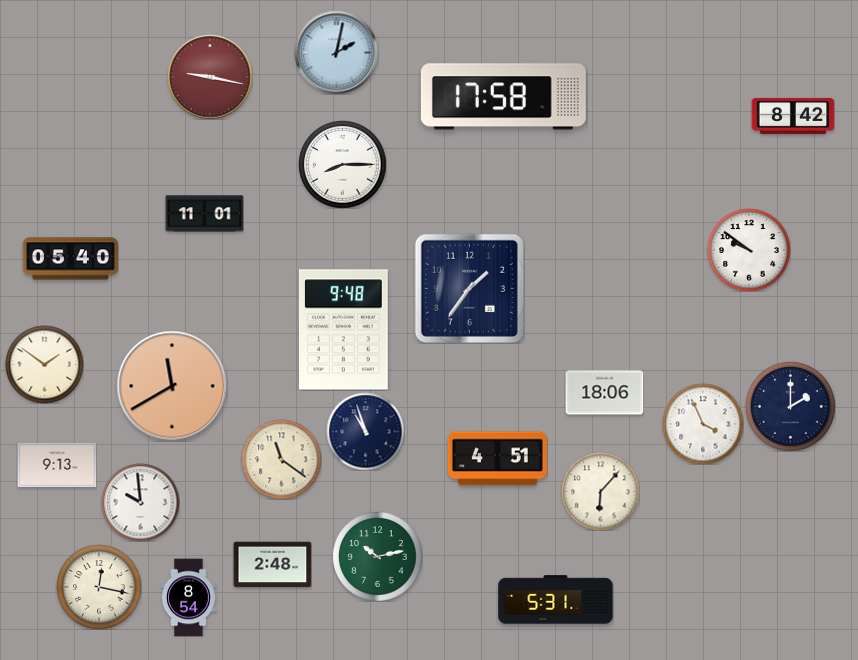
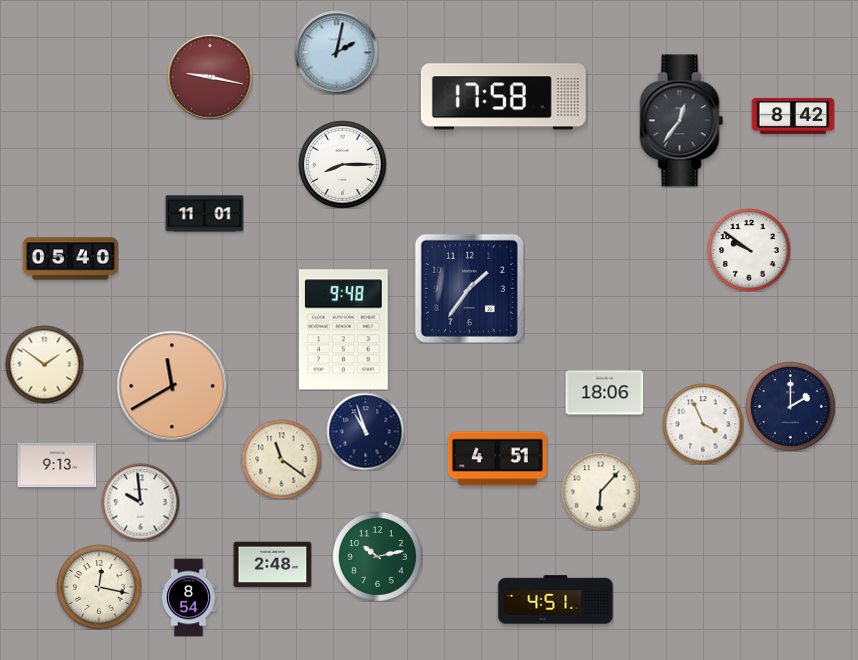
clock at (682, 121): none -> 12:36
clock at (556, 600): 5:31 -> 4:51
